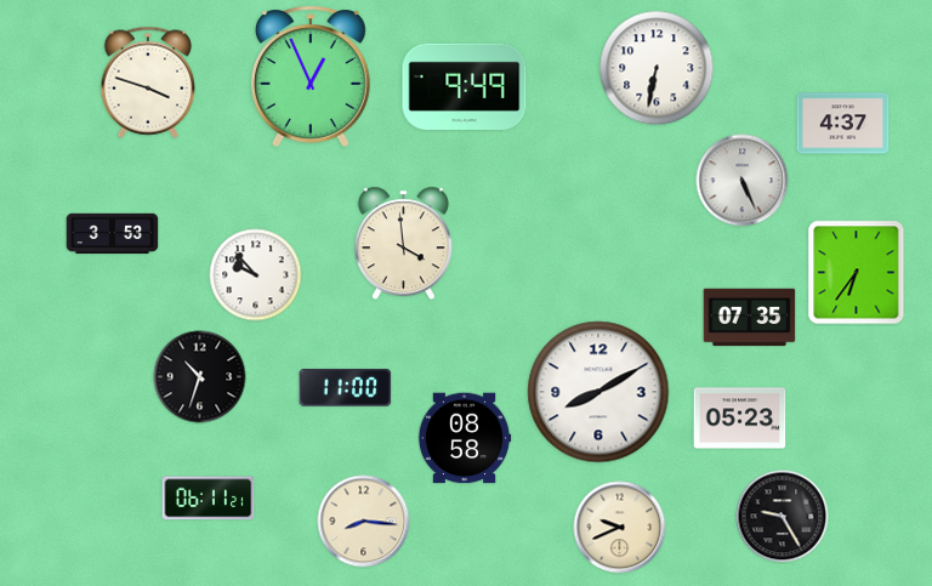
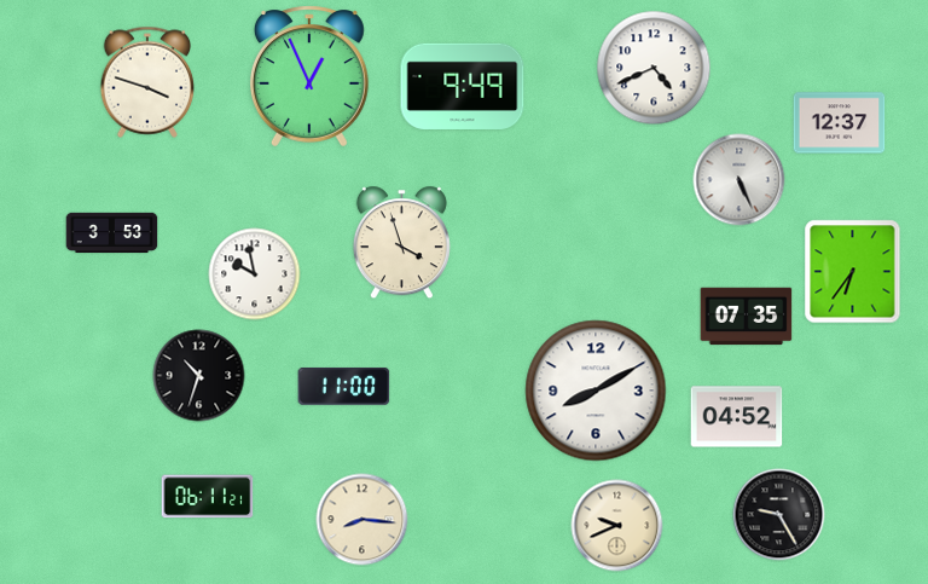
clock at (657, 68): 6:32 -> 4:41
clock at (843, 124): 4:37 -> 12:37
clock at (403, 244): 3:59 -> 3:57
clock at (256, 275): 9:53 -> 9:58
clock at (740, 419): 05:23 -> 04:52
clock at (465, 438): 08:58 -> none
